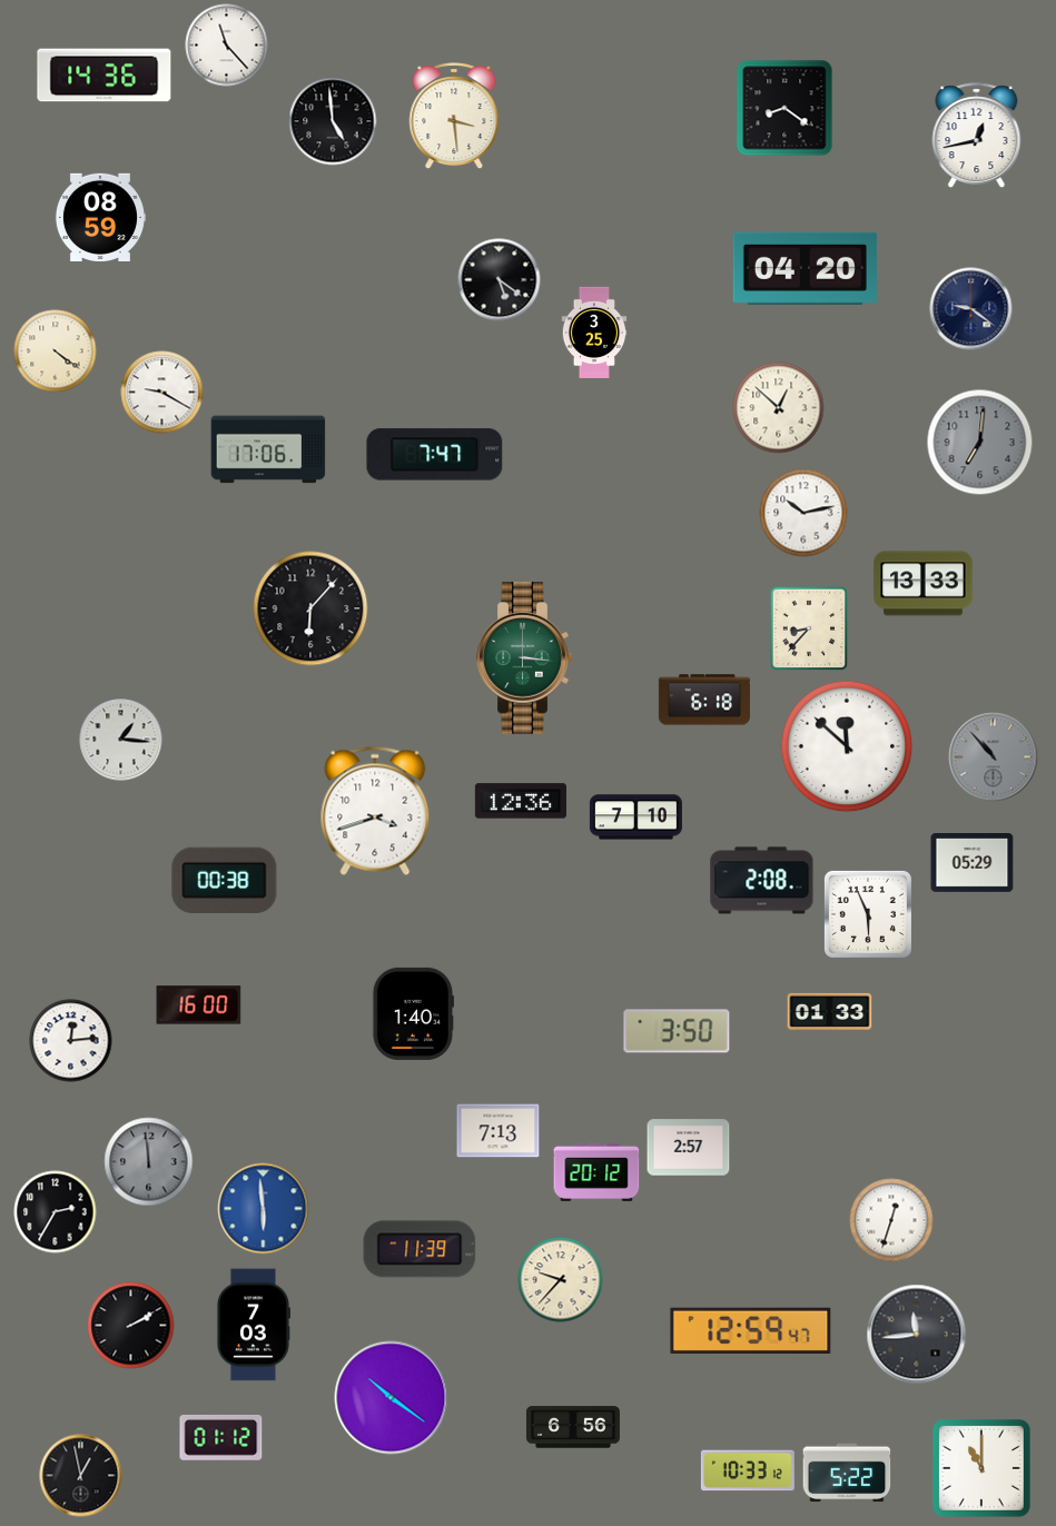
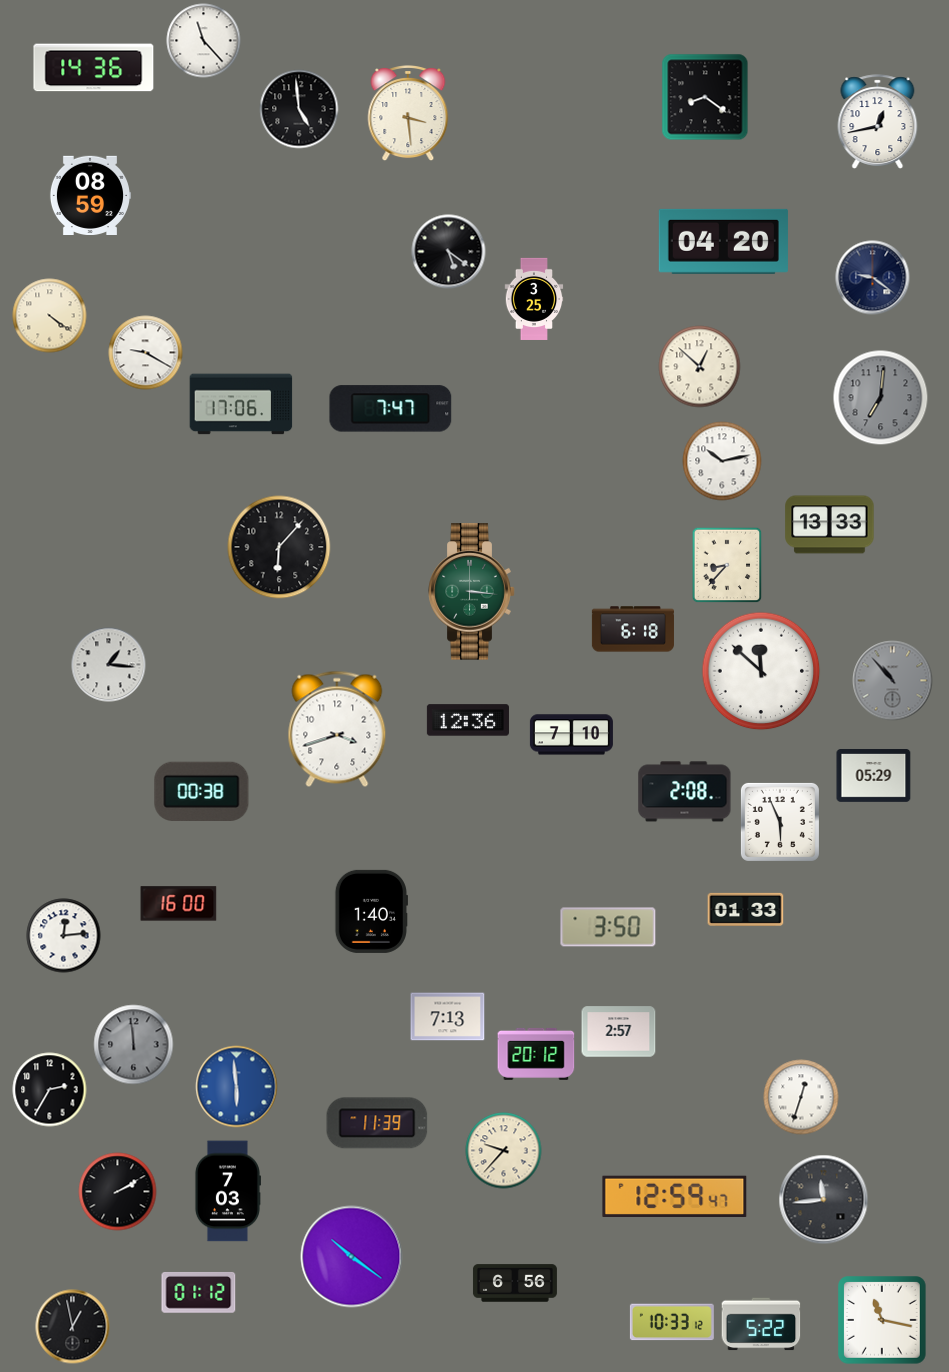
clock at (454, 117) position: (454, 117) -> (408, 114)
clock at (981, 1468): 11:00 -> 11:17
